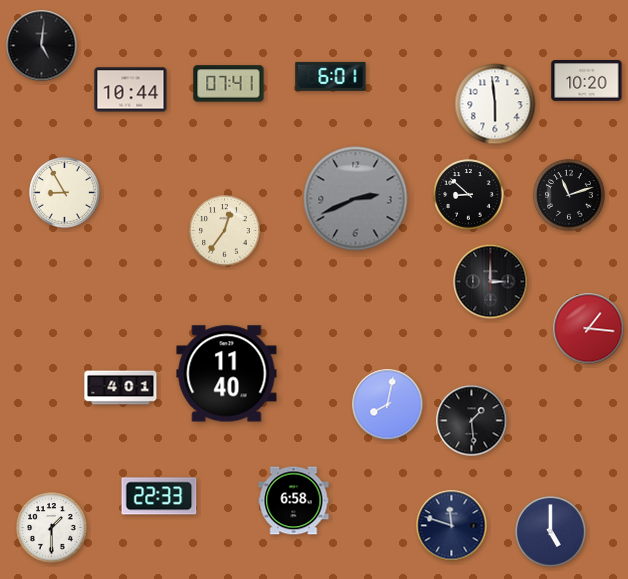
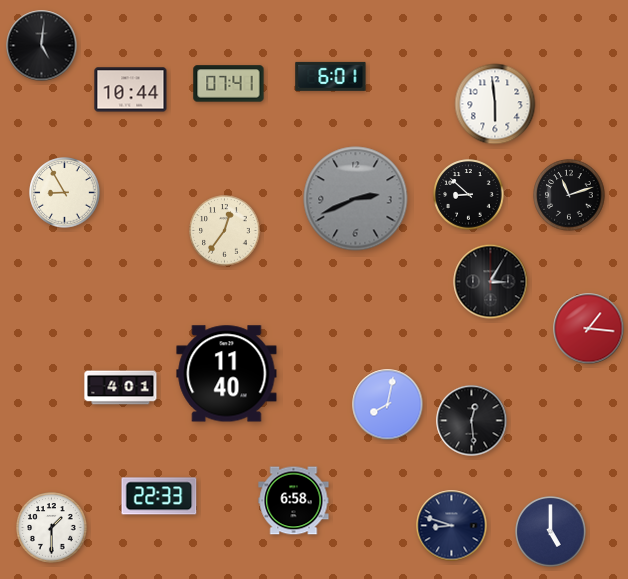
clock at (587, 81): 10:20 -> none
clock at (491, 282): 3:00 -> 3:05
clock at (472, 421): 1:29 -> 12:29
clock at (452, 526): 11:48 -> 8:48
